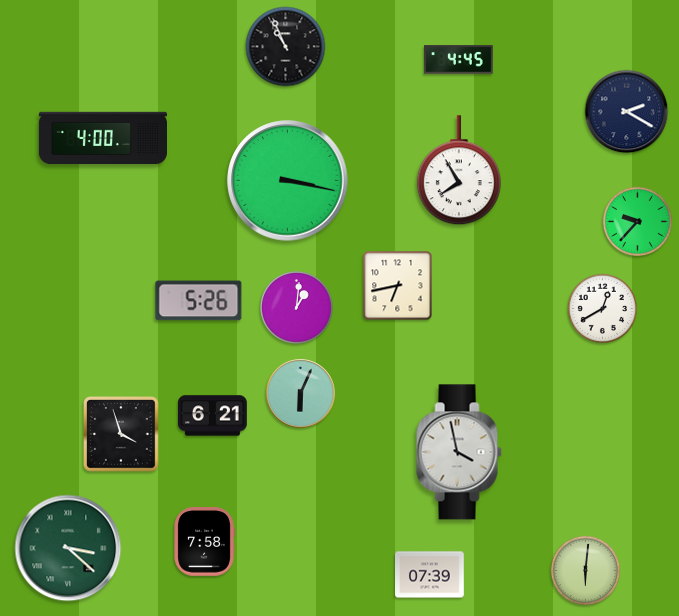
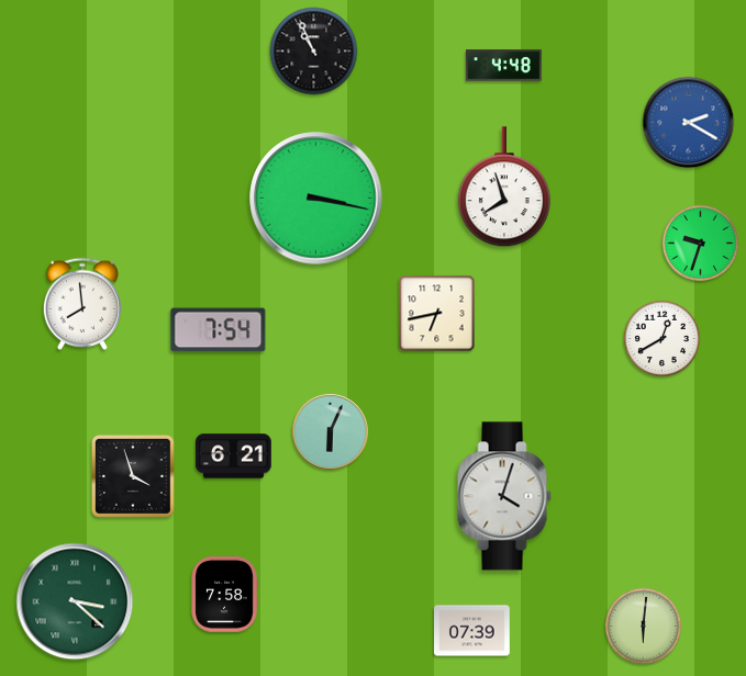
clock at (459, 60): 4:45 -> 4:48
clock at (627, 112) dial: navy -> blue
clock at (102, 138): 4:00 -> none
clock at (459, 171): 7:55 -> 7:57
clock at (637, 221): 9:37 -> 9:33
clock at (82, 304): none -> 7:59
clock at (199, 301): 5:26 -> 7:54
clock at (297, 308): 1:01 -> none
clock at (459, 452): 3:58 -> 4:03
